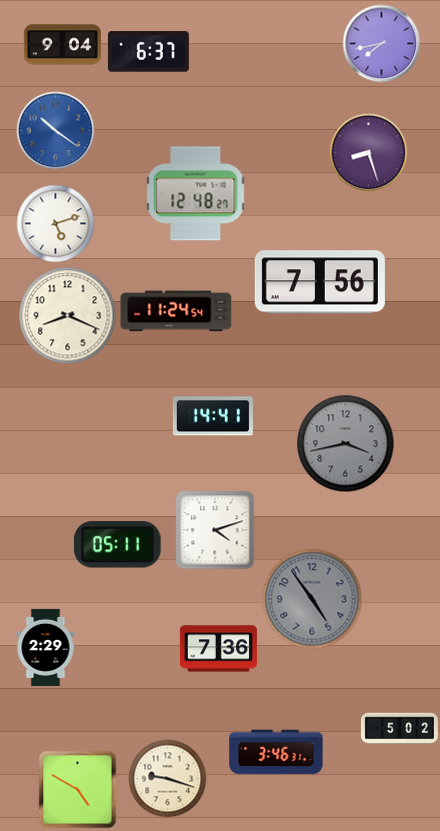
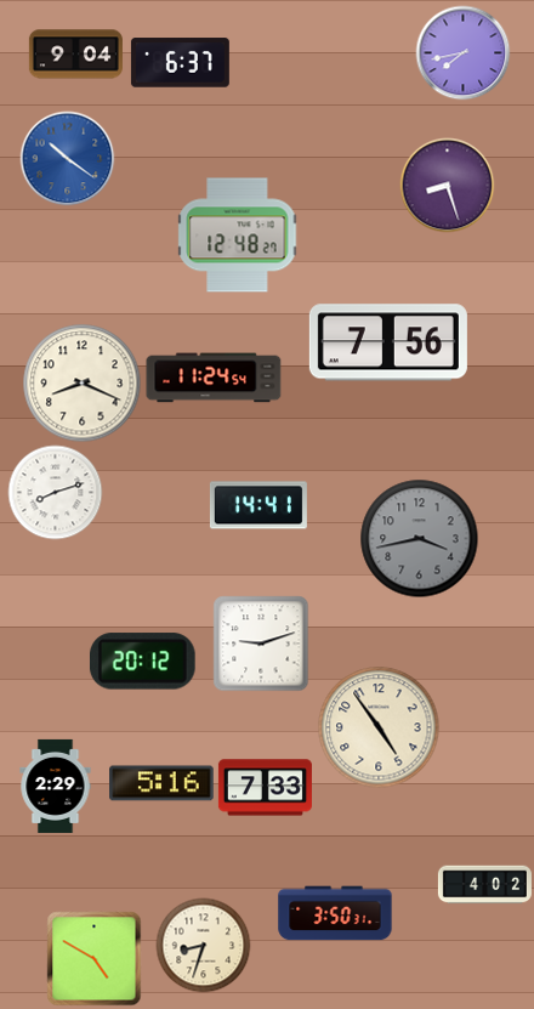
clock at (55, 223): 5:12 -> none
clock at (55, 492): none -> 8:12
clock at (215, 530): 4:12 -> 9:12
clock at (117, 545): 05:11 -> 20:12
clock at (312, 599) dial: grey -> cream
clock at (161, 783): none -> 5:16
clock at (218, 649): 7:36 -> 7:33
clock at (399, 729): 5:02 -> 4:02
clock at (276, 752): 3:46 -> 3:50
clock at (167, 778): 9:18 -> 8:33
